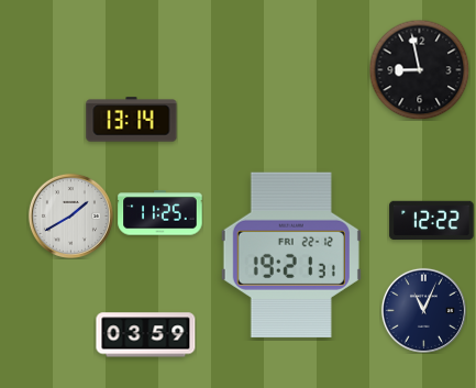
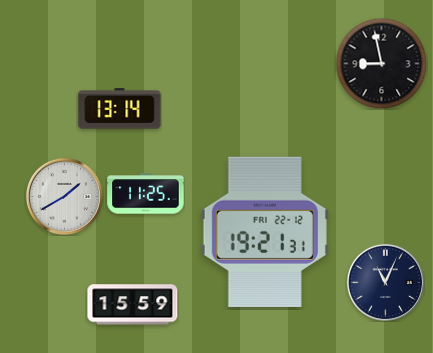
clock at (432, 221): 12:22 -> none
clock at (146, 335): 03:59 -> 15:59
